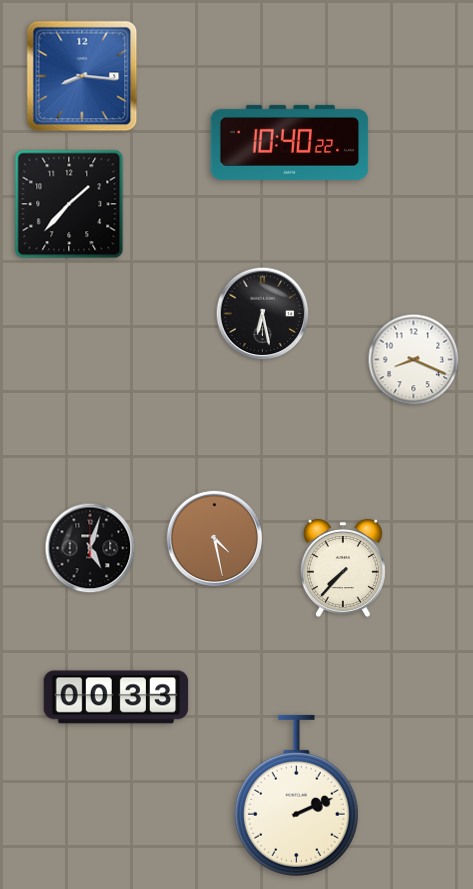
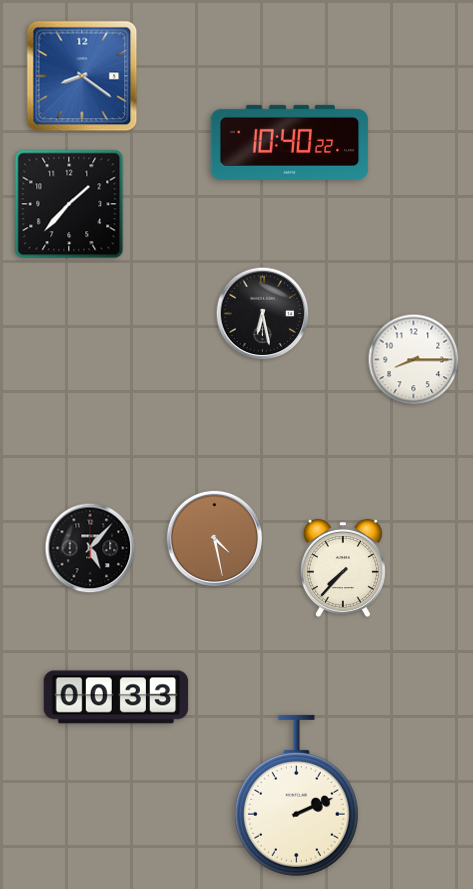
clock at (82, 76): 8:16 -> 8:21
clock at (414, 360): 8:19 -> 8:15
clock at (90, 548): 5:03 -> 5:07
